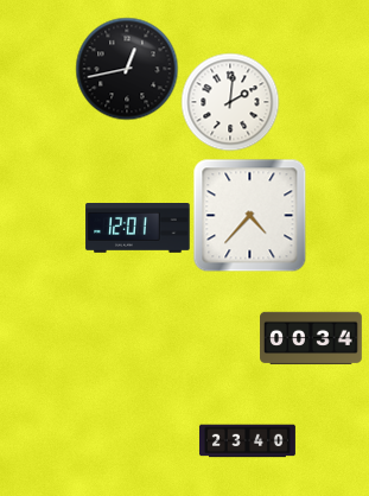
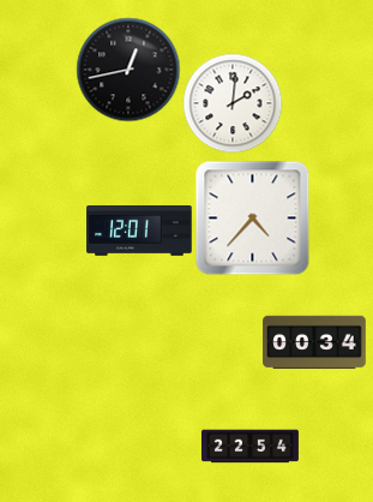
clock at (247, 441): 23:40 -> 22:54
